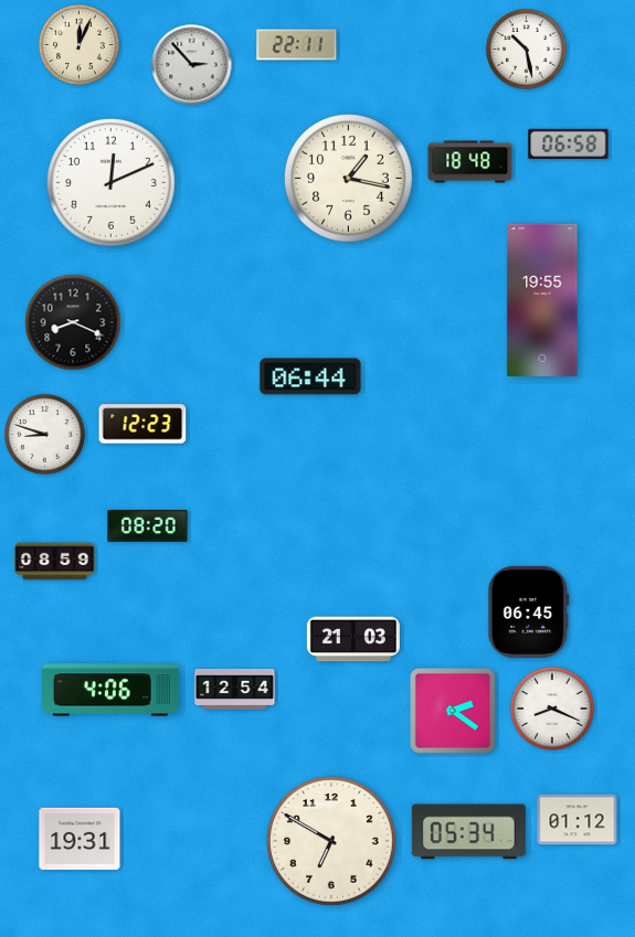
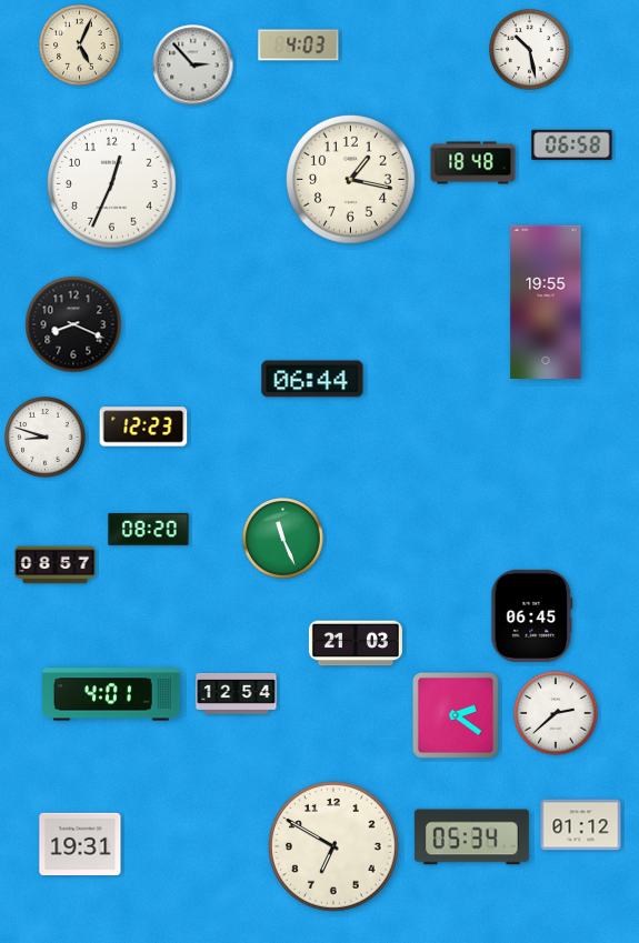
clock at (80, 45): 12:04 -> 5:04
clock at (297, 45): 22:11 -> 4:03
clock at (110, 182): 12:11 -> 12:34
clock at (283, 539): none -> 11:26
clock at (55, 562): 08:59 -> 08:57
clock at (112, 690): 4:06 -> 4:01
clock at (552, 709): 8:19 -> 2:38
